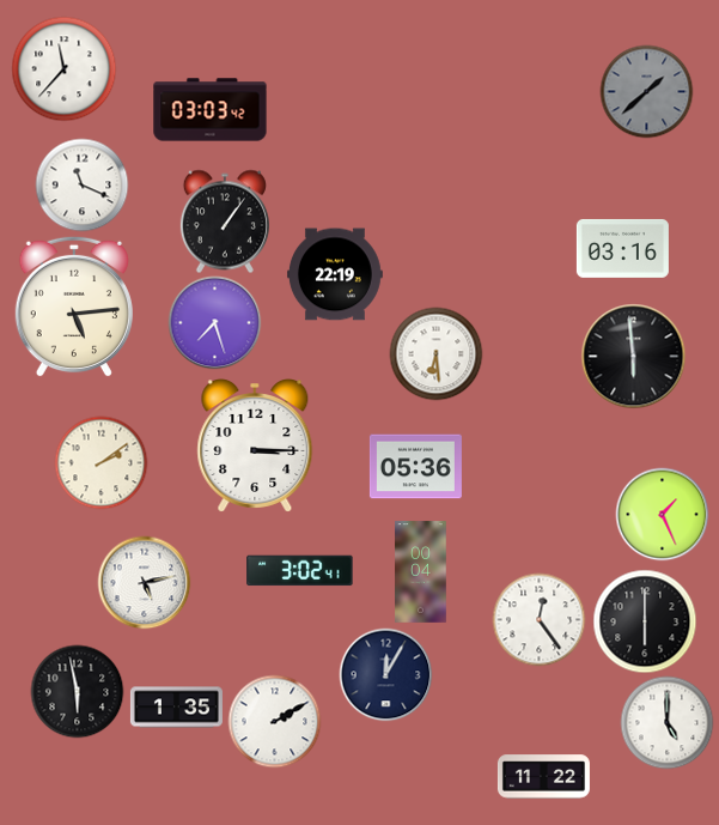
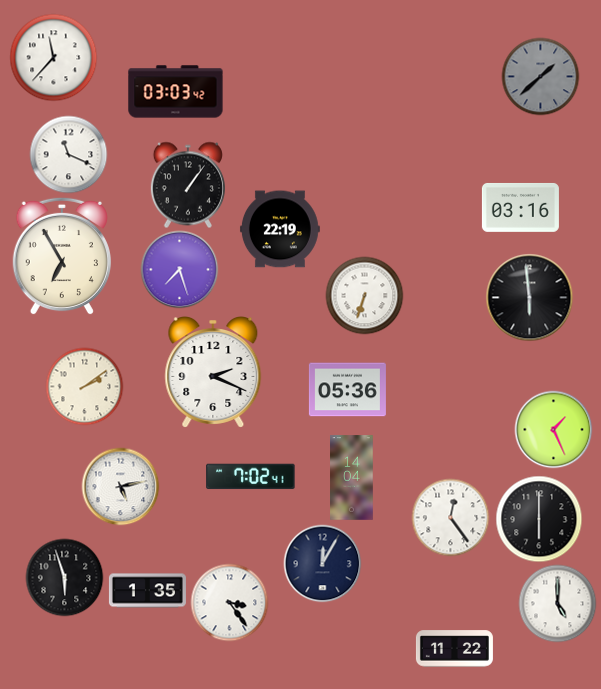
clock at (74, 307): 5:14 -> 6:55
clock at (435, 353): 6:29 -> 6:33
clock at (255, 447): 3:15 -> 2:19
clock at (300, 571): 3:02 -> 7:02
clock at (421, 572): 00:04 -> 14:04
clock at (77, 691): 5:58 -> 5:57
clock at (274, 721): 2:10 -> 3:24
